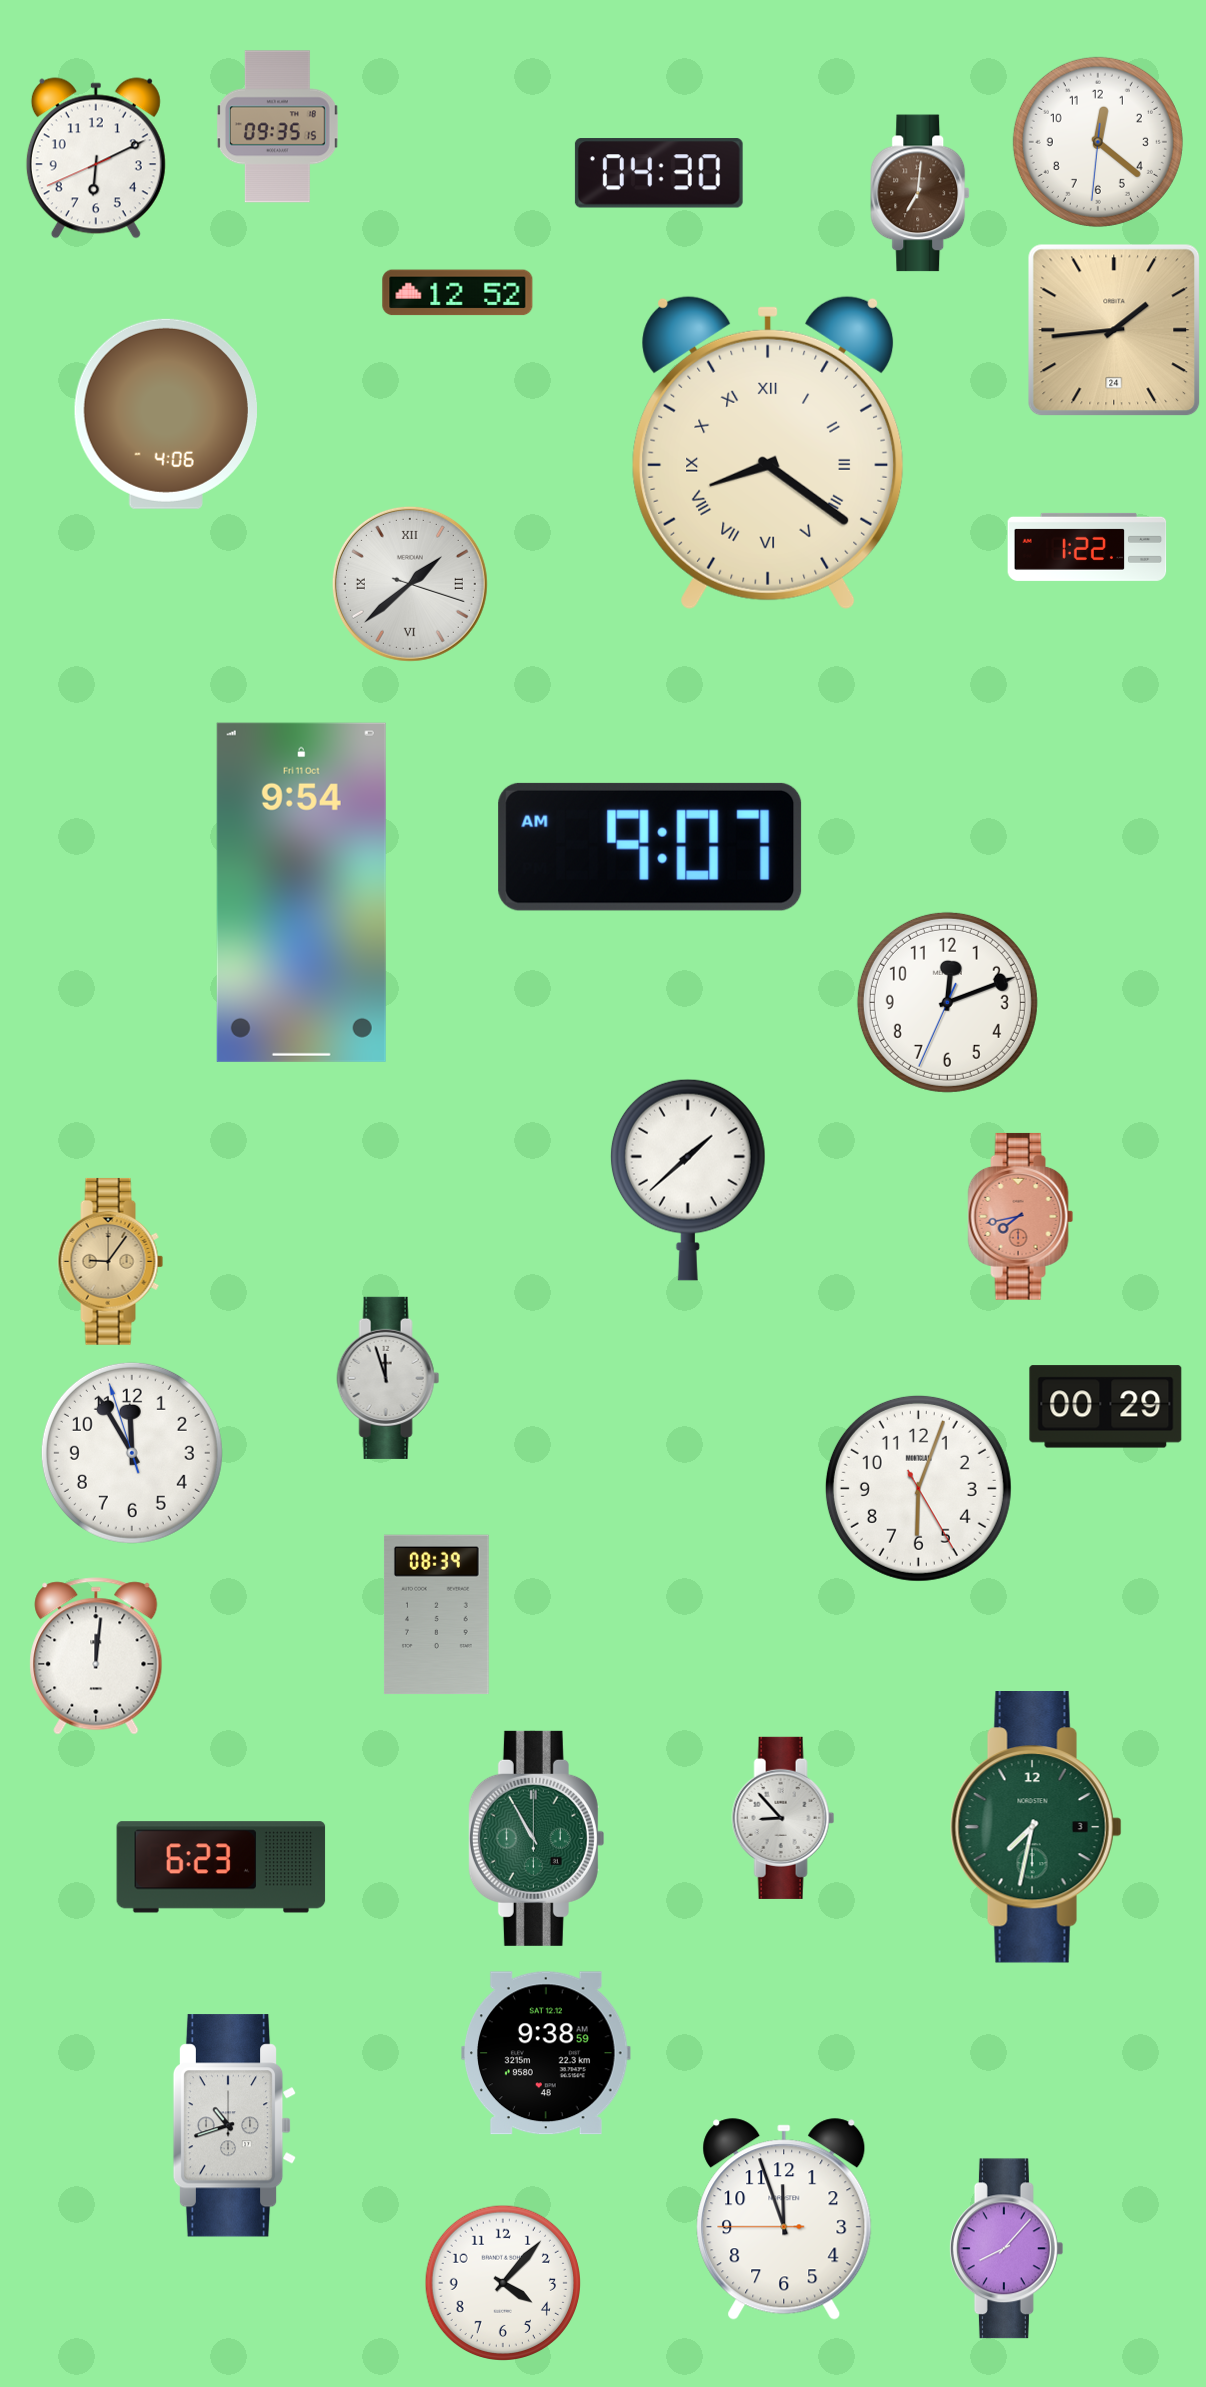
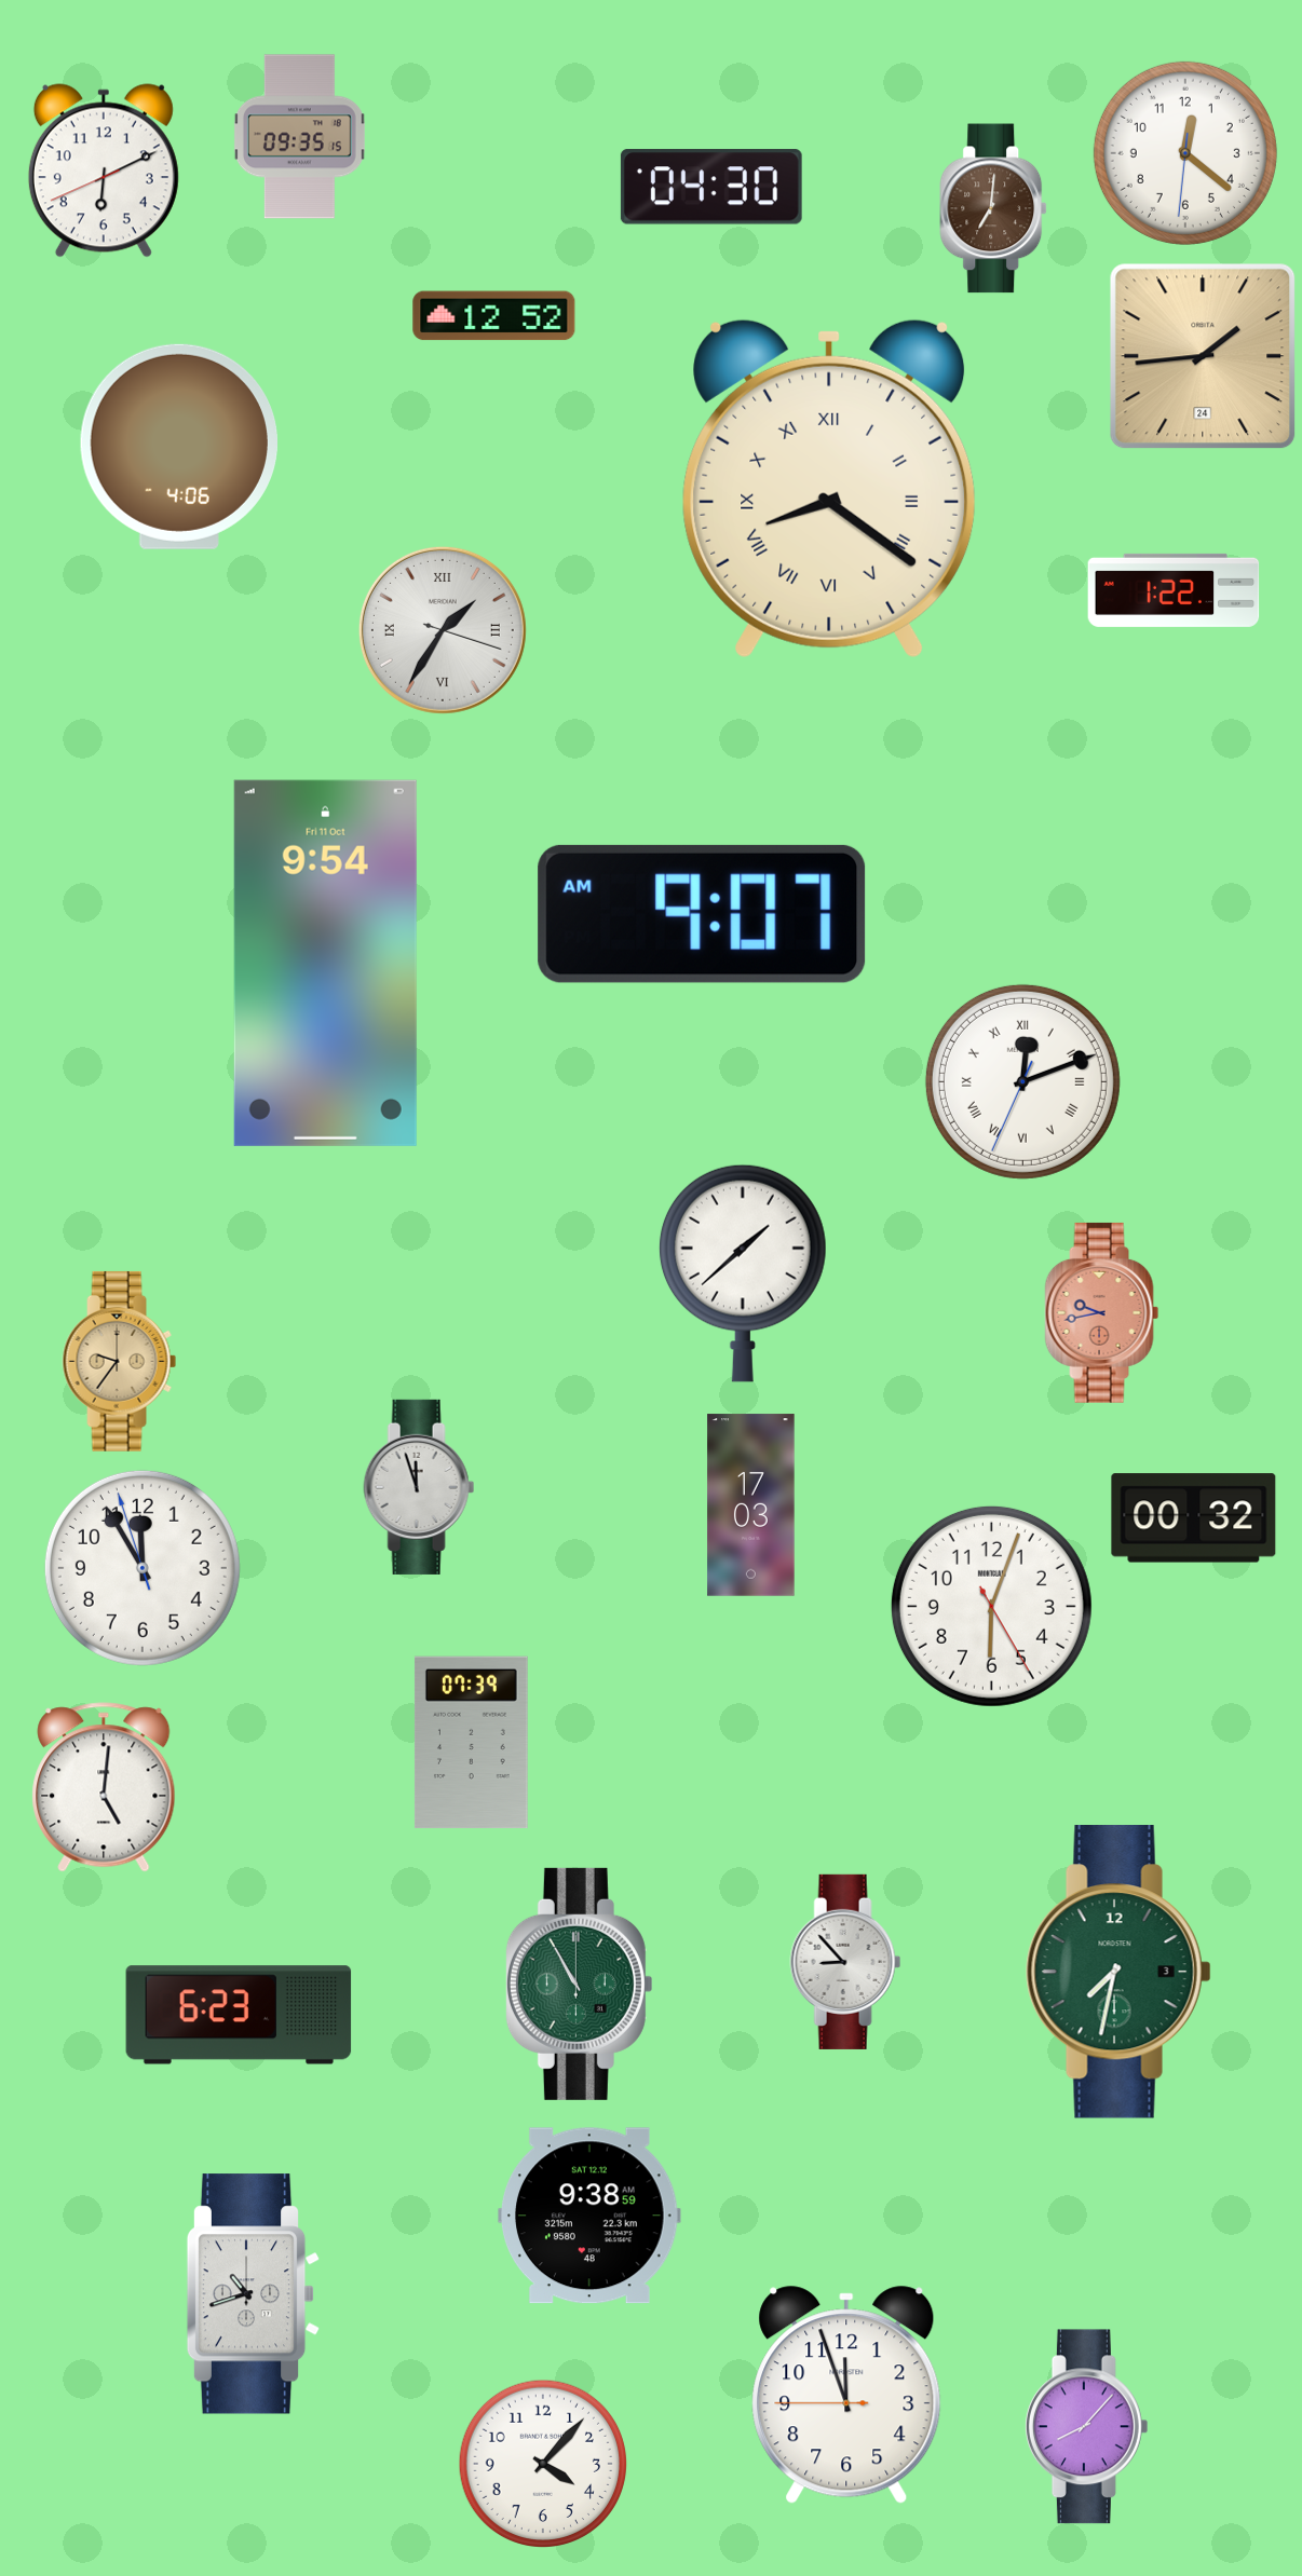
clock at (410, 584): 1:38 -> 1:35
clock at (947, 1002) numerals: Arabic -> Roman
clock at (1021, 1216): 7:43 -> 9:43
clock at (111, 1261): 9:06 -> 9:36
clock at (751, 1505): none -> 17:03
clock at (1106, 1407): 00:29 -> 00:32
clock at (436, 1615): 08:39 -> 07:39
clock at (96, 1656): 12:01 -> 5:01
